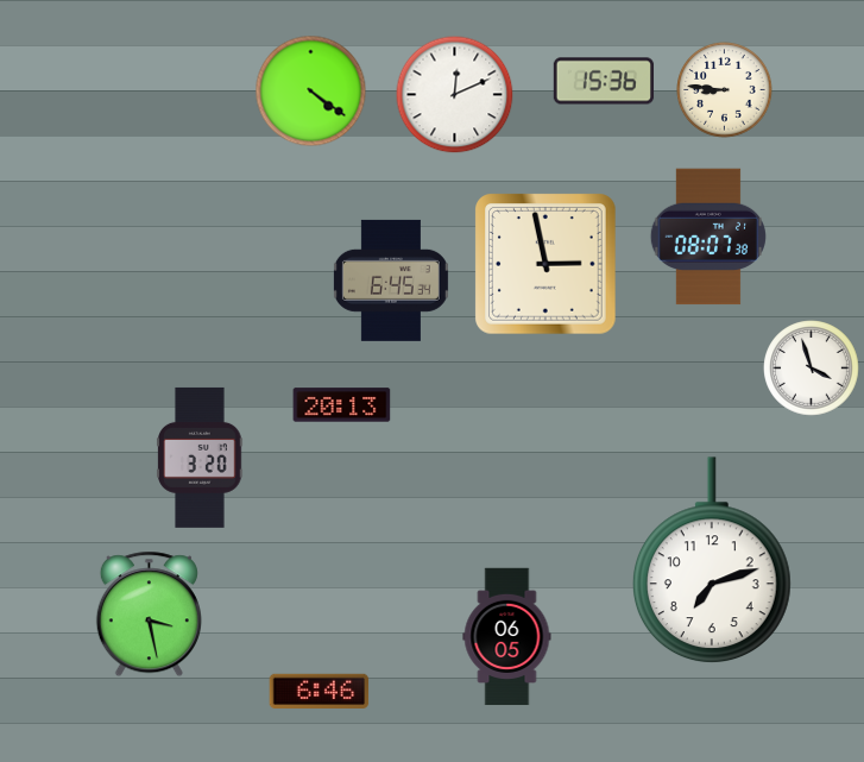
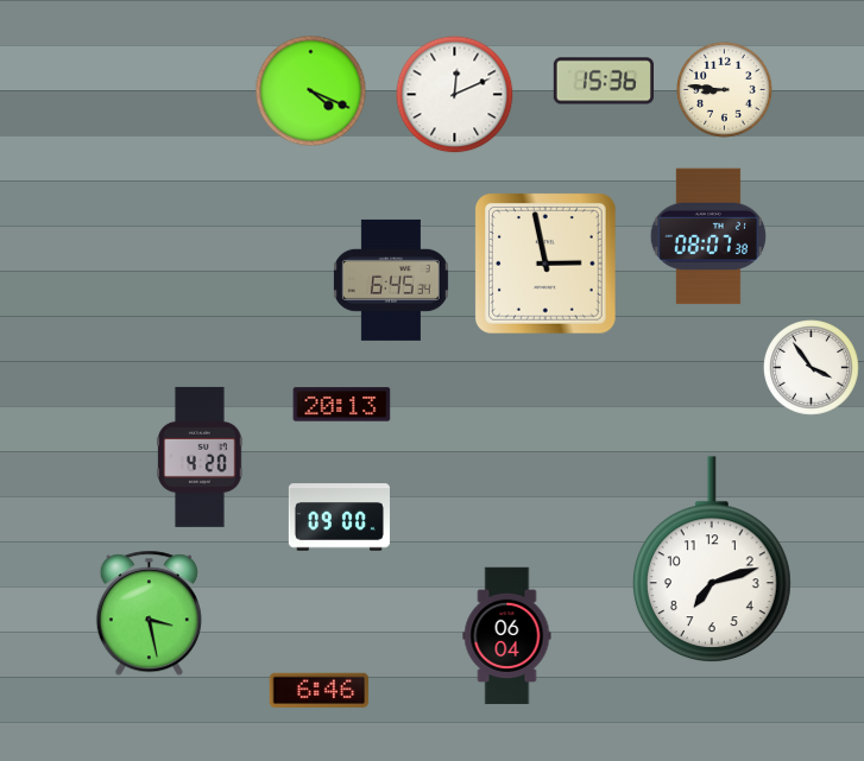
clock at (311, 92): 4:21 -> 4:19
clock at (812, 369): 3:57 -> 3:54
clock at (200, 458): 3:20 -> 4:20
clock at (339, 518): none -> 09:00
clock at (507, 637): 06:05 -> 06:04
